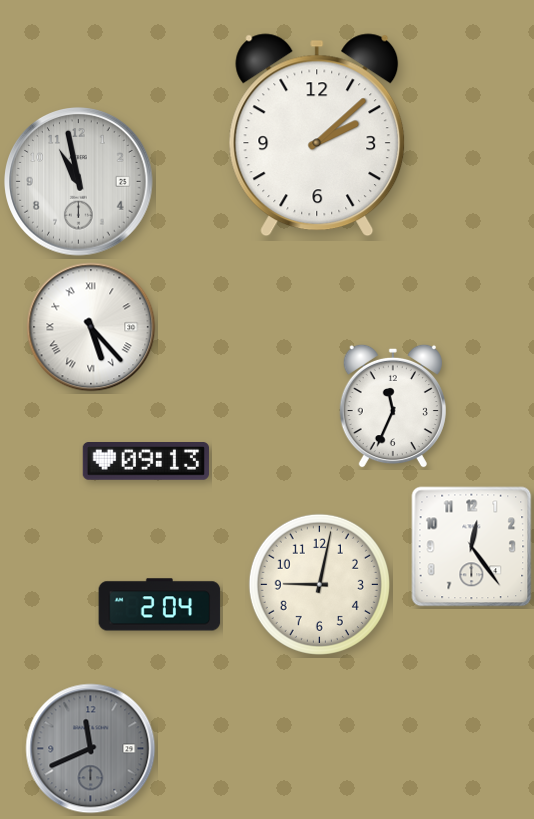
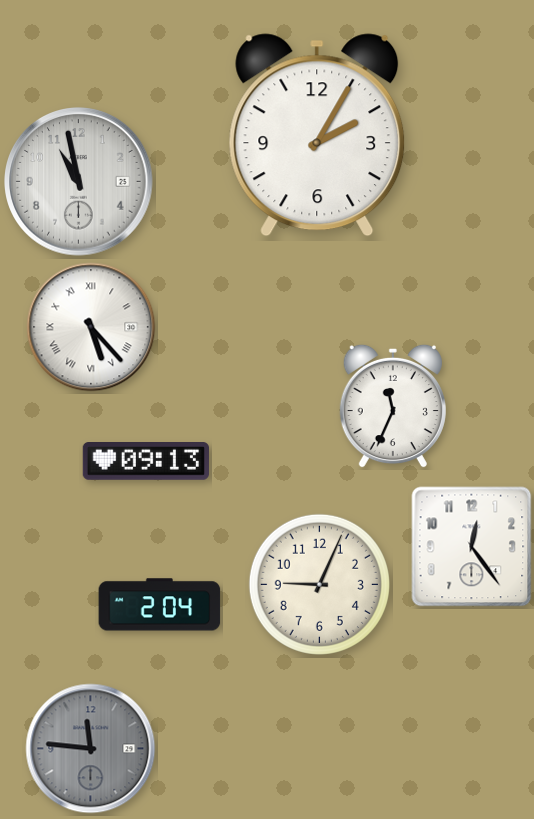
clock at (317, 135): 2:08 -> 2:05
clock at (319, 584): 9:02 -> 9:04
clock at (91, 749): 11:41 -> 11:46
